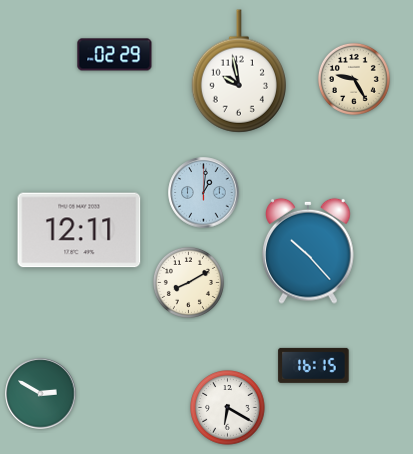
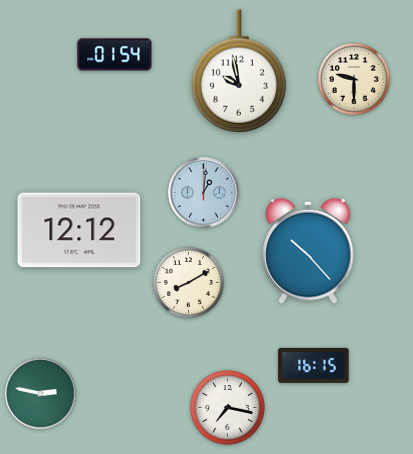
clock at (115, 55): 02:29 -> 01:54
clock at (354, 79): 9:25 -> 9:30
clock at (79, 230): 12:11 -> 12:12
clock at (41, 394): 2:50 -> 2:47
clock at (228, 408): 6:20 -> 7:17
